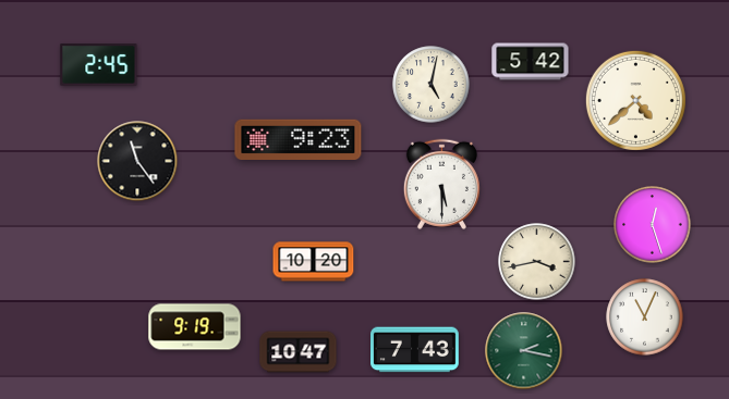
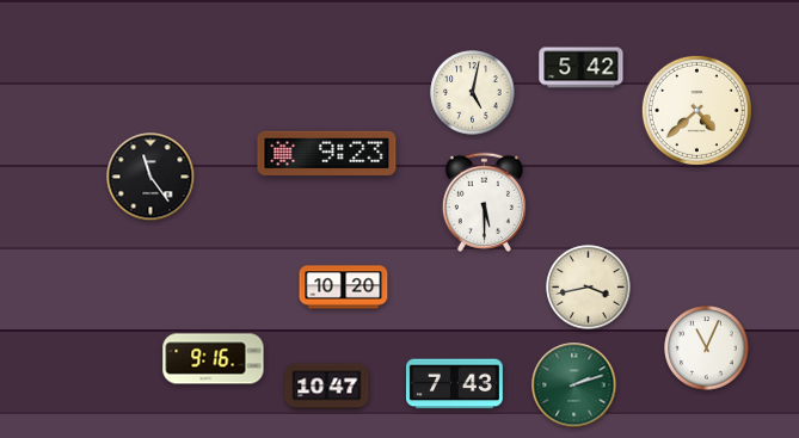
clock at (99, 65): 2:45 -> none
clock at (653, 225): 12:27 -> none
clock at (195, 327): 9:19 -> 9:16
clock at (524, 351): 2:17 -> 2:12
